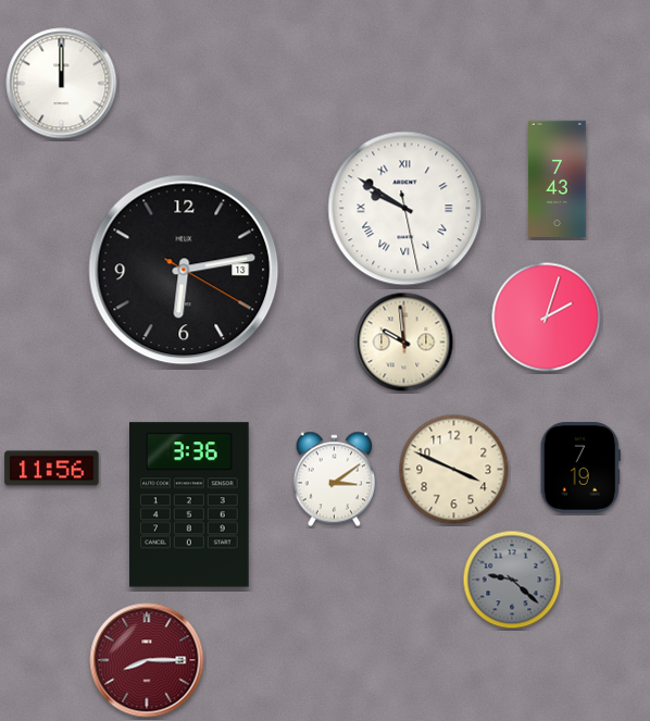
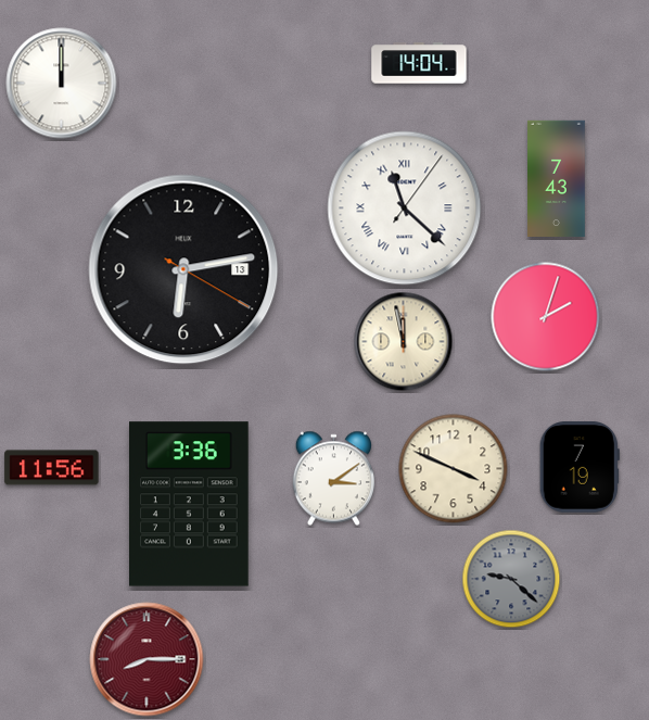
clock at (419, 63): none -> 14:04
clock at (405, 209): 9:50 -> 11:22
clock at (404, 343): 9:59 -> 11:58
